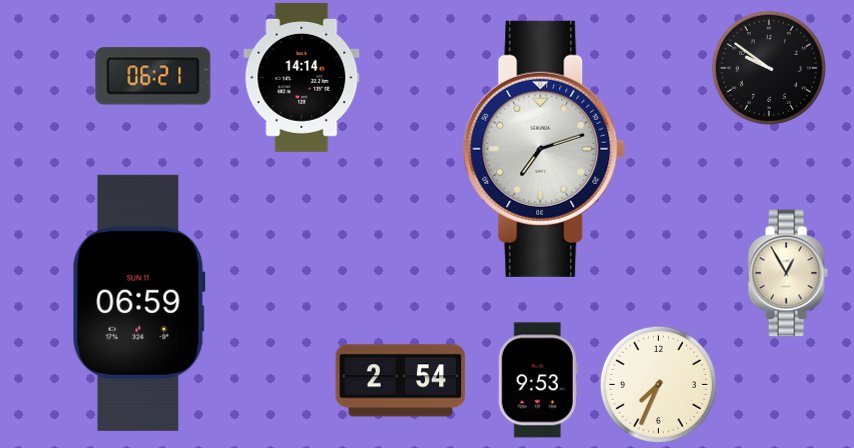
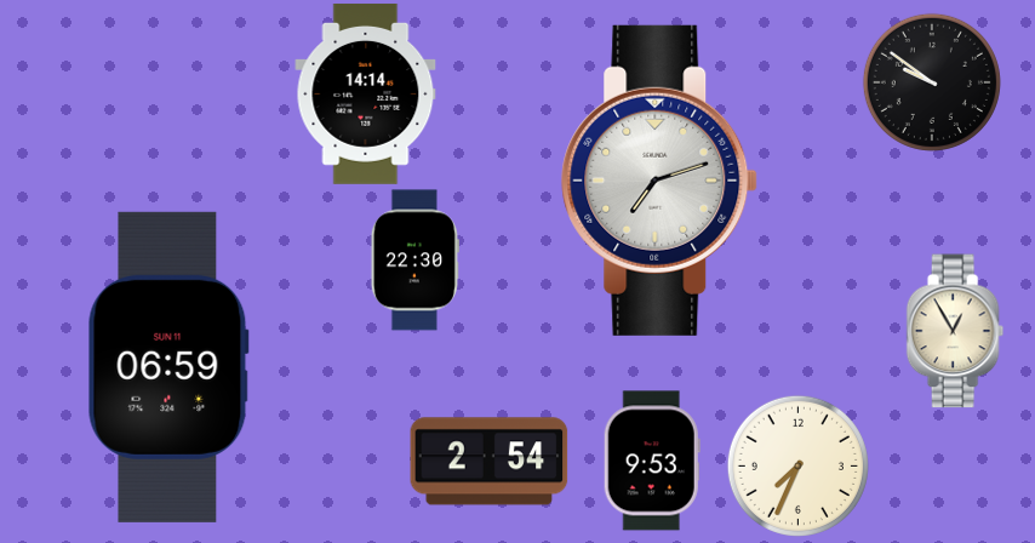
clock at (153, 76): 06:21 -> none
clock at (414, 261): none -> 22:30
clock at (401, 381) position: (401, 381) -> (490, 462)
